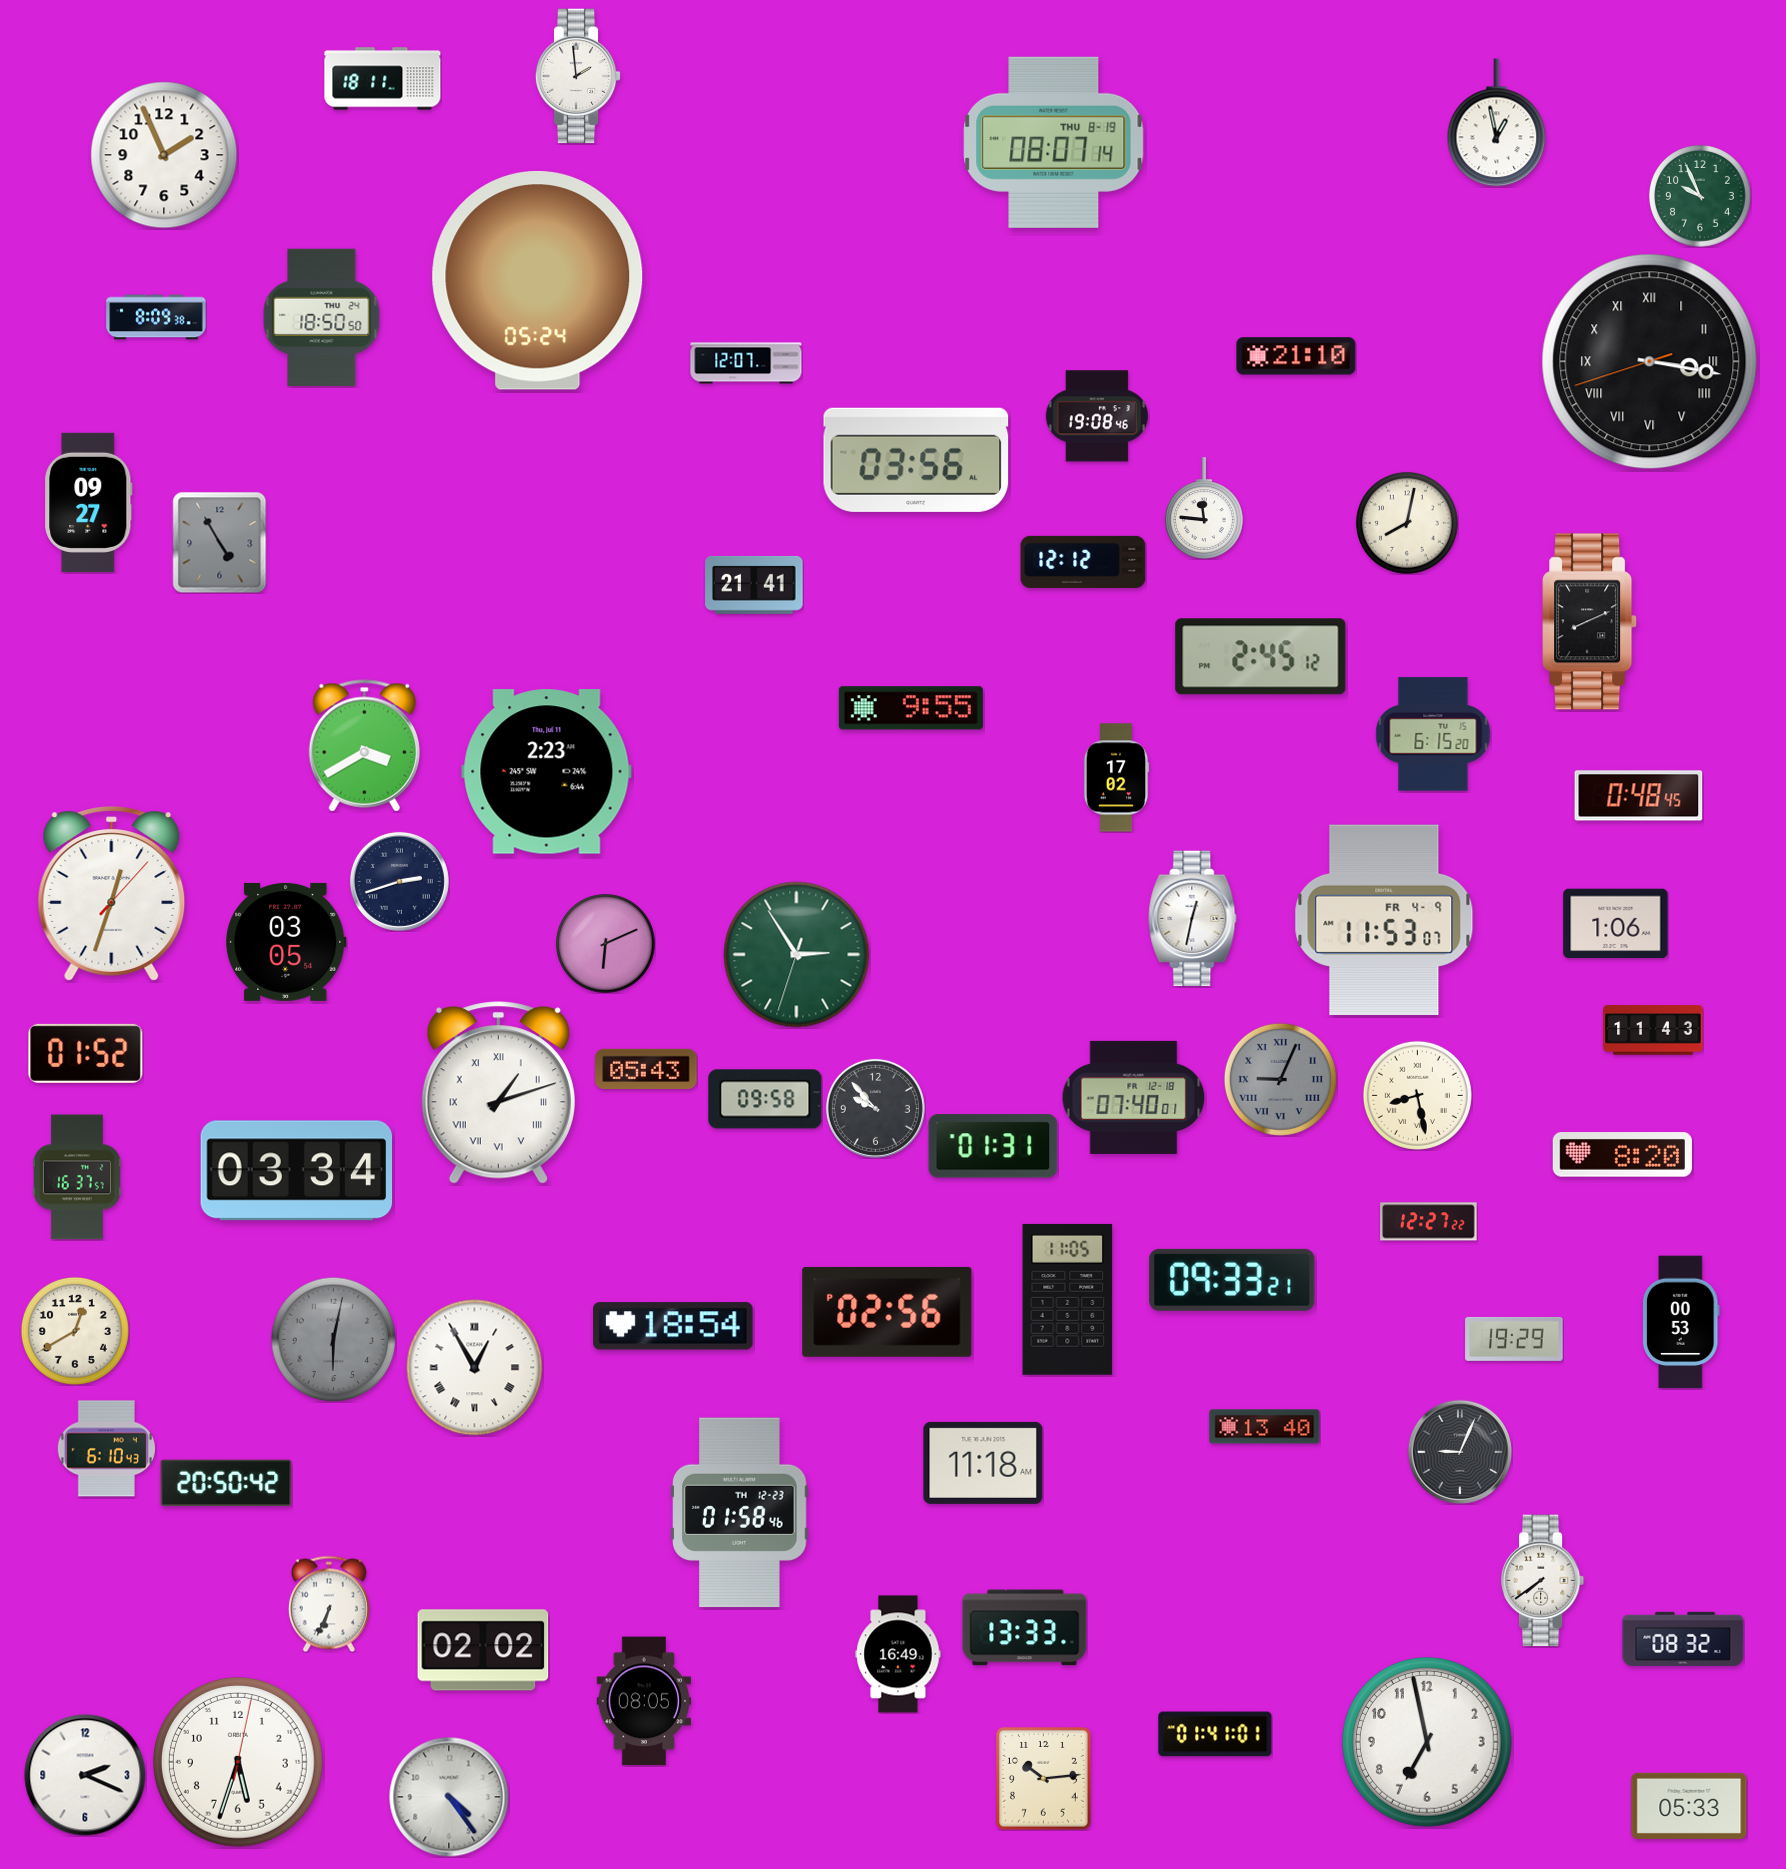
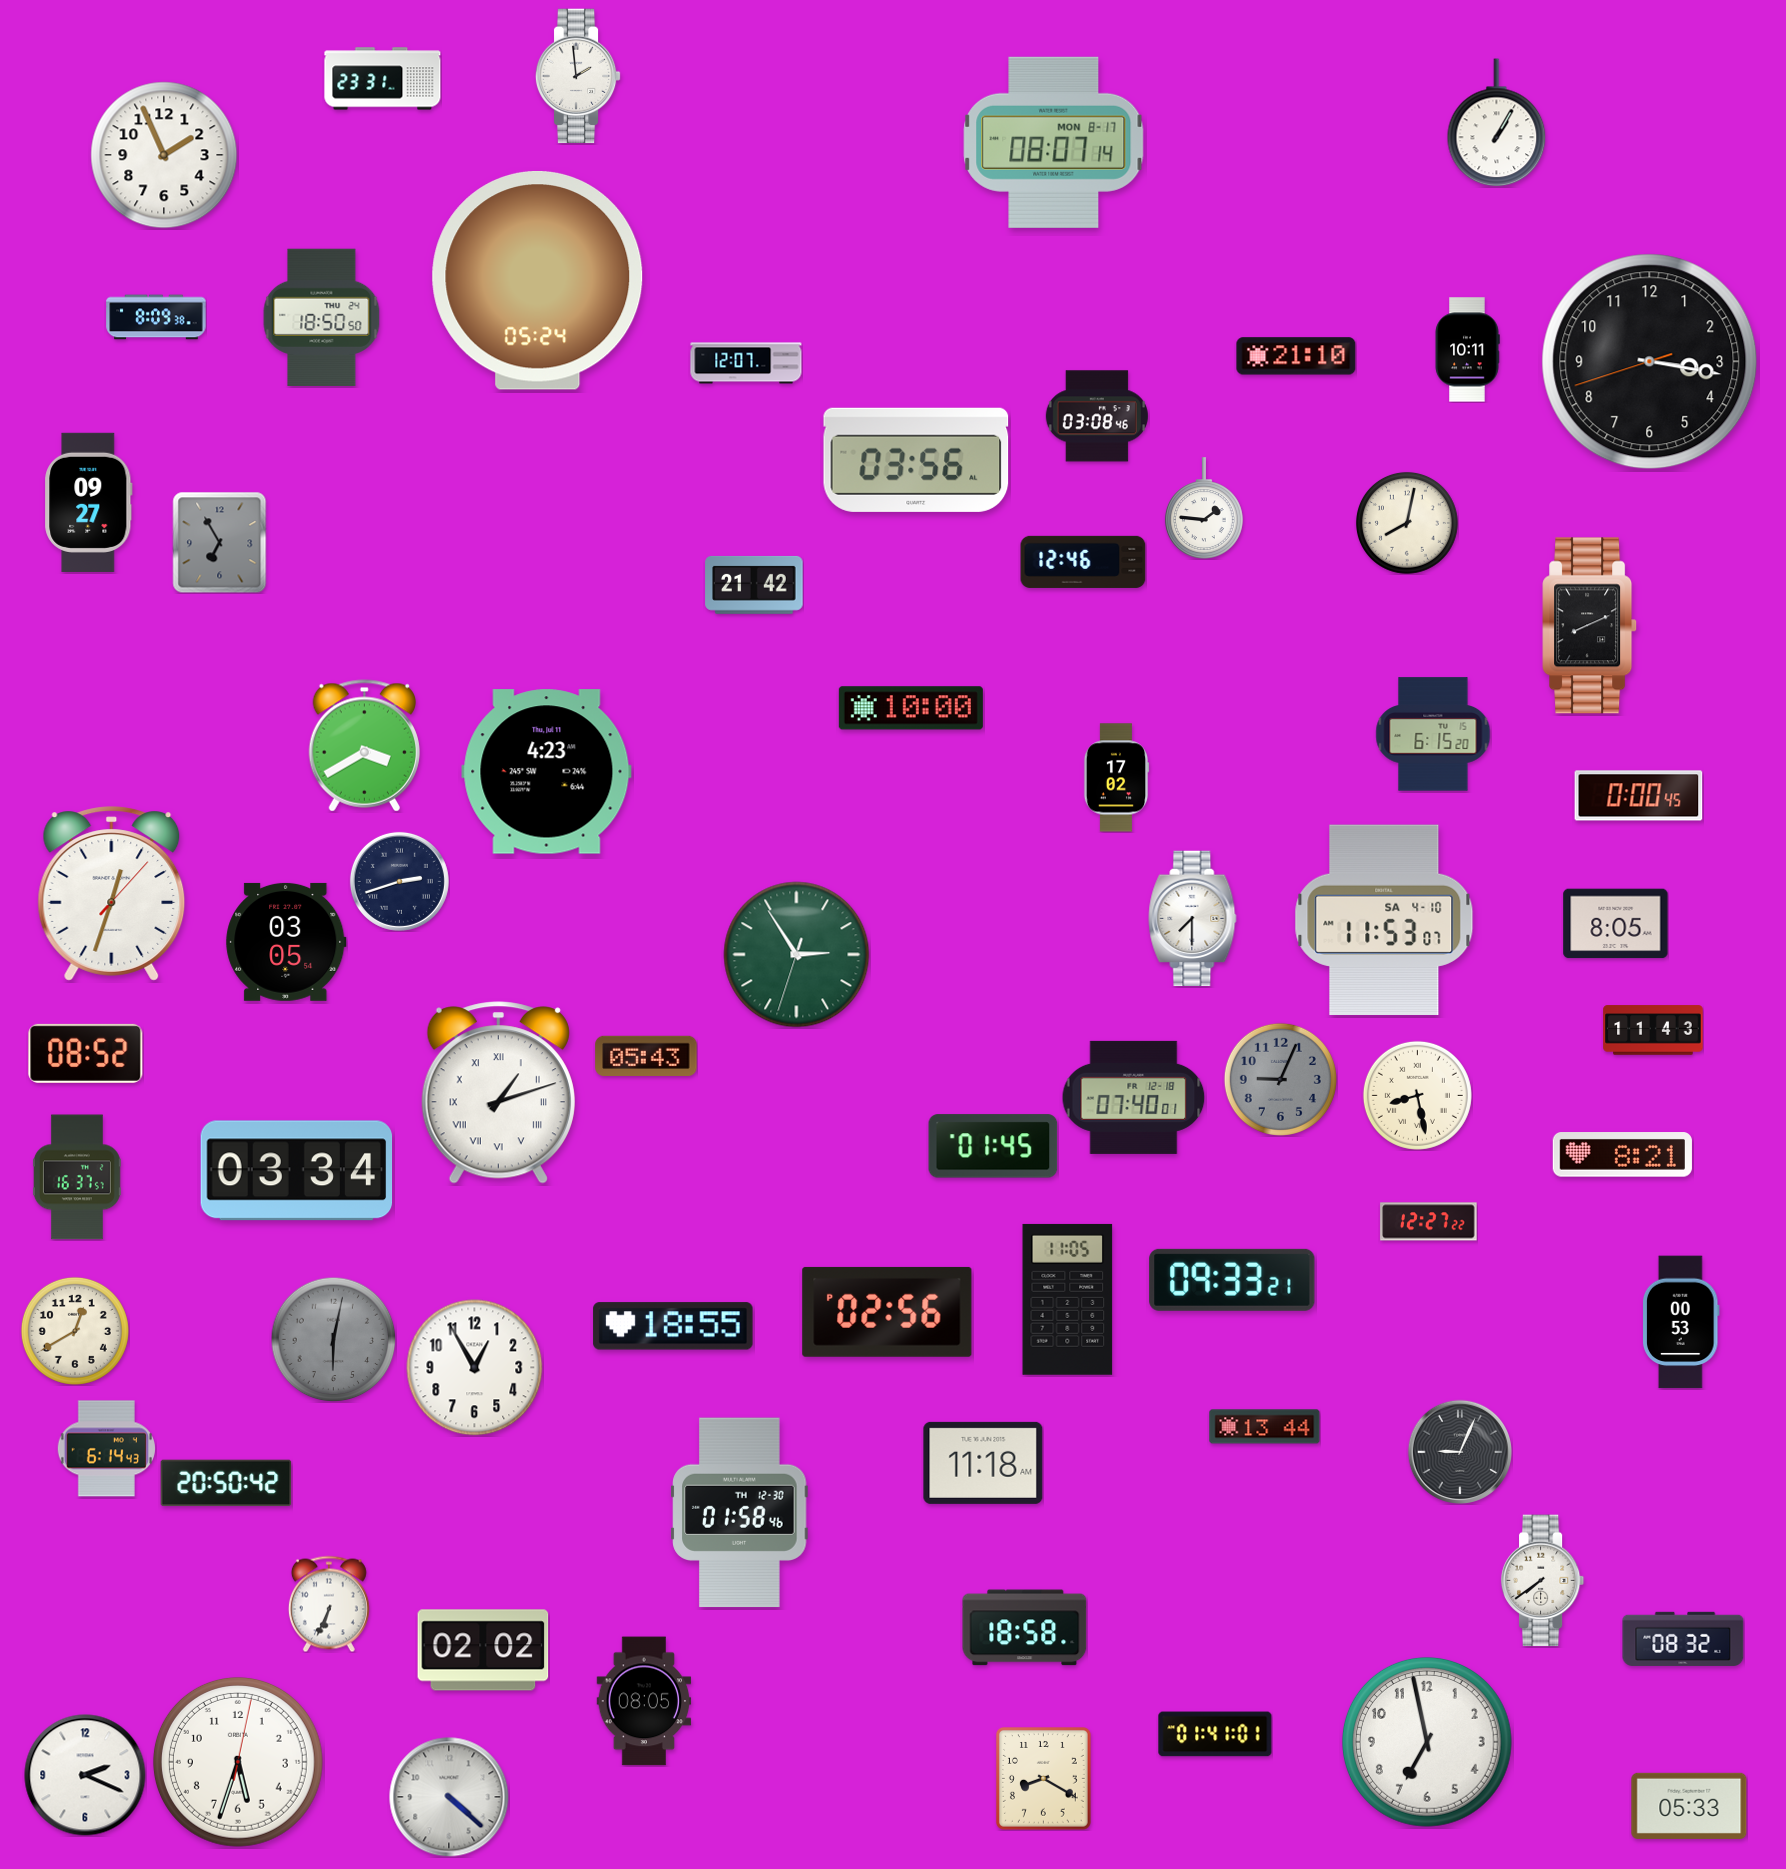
clock at (383, 79): 18:11 -> 23:31
clock at (1497, 123): 12:58 -> 1:05
clock at (1054, 142) date: THU 8-19 -> MON 8-17
clock at (1700, 196): 9:56 -> none
clock at (1467, 350): none -> 10:11
clock at (1650, 362) numerals: Roman -> Arabic
clock at (1097, 416): 19:08 -> 03:08
clock at (1204, 508): 11:46 -> 1:46
clock at (220, 542): 4:55 -> 6:55
clock at (1083, 562): 12:12 -> 12:46
clock at (754, 585): 21:41 -> 21:42
clock at (1590, 622) position: (1590, 622) -> (1590, 626)
clock at (1261, 657): 2:45 -> none
clock at (911, 708): 9:55 -> 10:00
clock at (547, 772): 2:23 -> 4:23
clock at (1639, 796): 0:48 -> 0:00
clock at (1193, 919): 12:32 -> 7:30
clock at (1384, 920) date: FR 4-9 -> SA 4-10
clock at (1616, 924): 1:06 -> 8:05
clock at (606, 944): 6:11 -> none
clock at (86, 1053): 01:52 -> 08:52
clock at (646, 1068) position: (646, 1068) -> (646, 1055)
clock at (1280, 1079) numerals: Roman -> Arabic
clock at (765, 1099): 09:58 -> none
clock at (875, 1108): 9:53 -> none
clock at (993, 1146): 01:31 -> 01:45
clock at (1622, 1155): 8:20 -> 8:21
clock at (673, 1326): 18:54 -> 18:55
clock at (1514, 1339): 19:29 -> none
clock at (475, 1368) numerals: Roman -> Arabic
clock at (1265, 1427): 13:40 -> 13:44
clock at (106, 1449): 6:10 -> 6:14
clock at (740, 1513) date: TH 12-23 -> TH 12-30
clock at (1025, 1628): 13:33 -> 18:58
clock at (898, 1654): 16:49 -> none
clock at (1043, 1779): 10:14 -> 8:20
clock at (449, 1797): 4:24 -> 4:22
